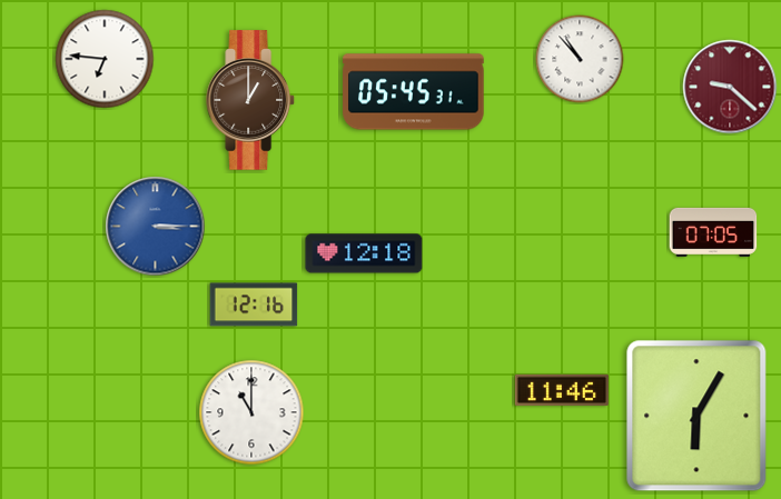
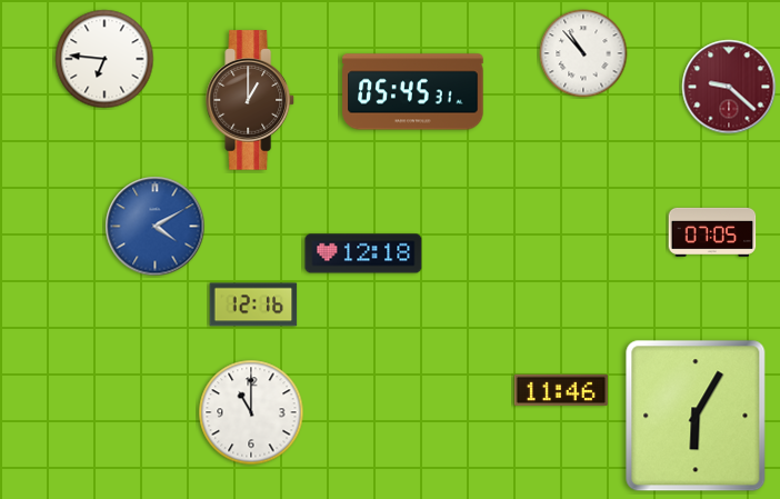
clock at (580, 59) position: (580, 59) -> (583, 53)
clock at (156, 227): 3:15 -> 4:10
